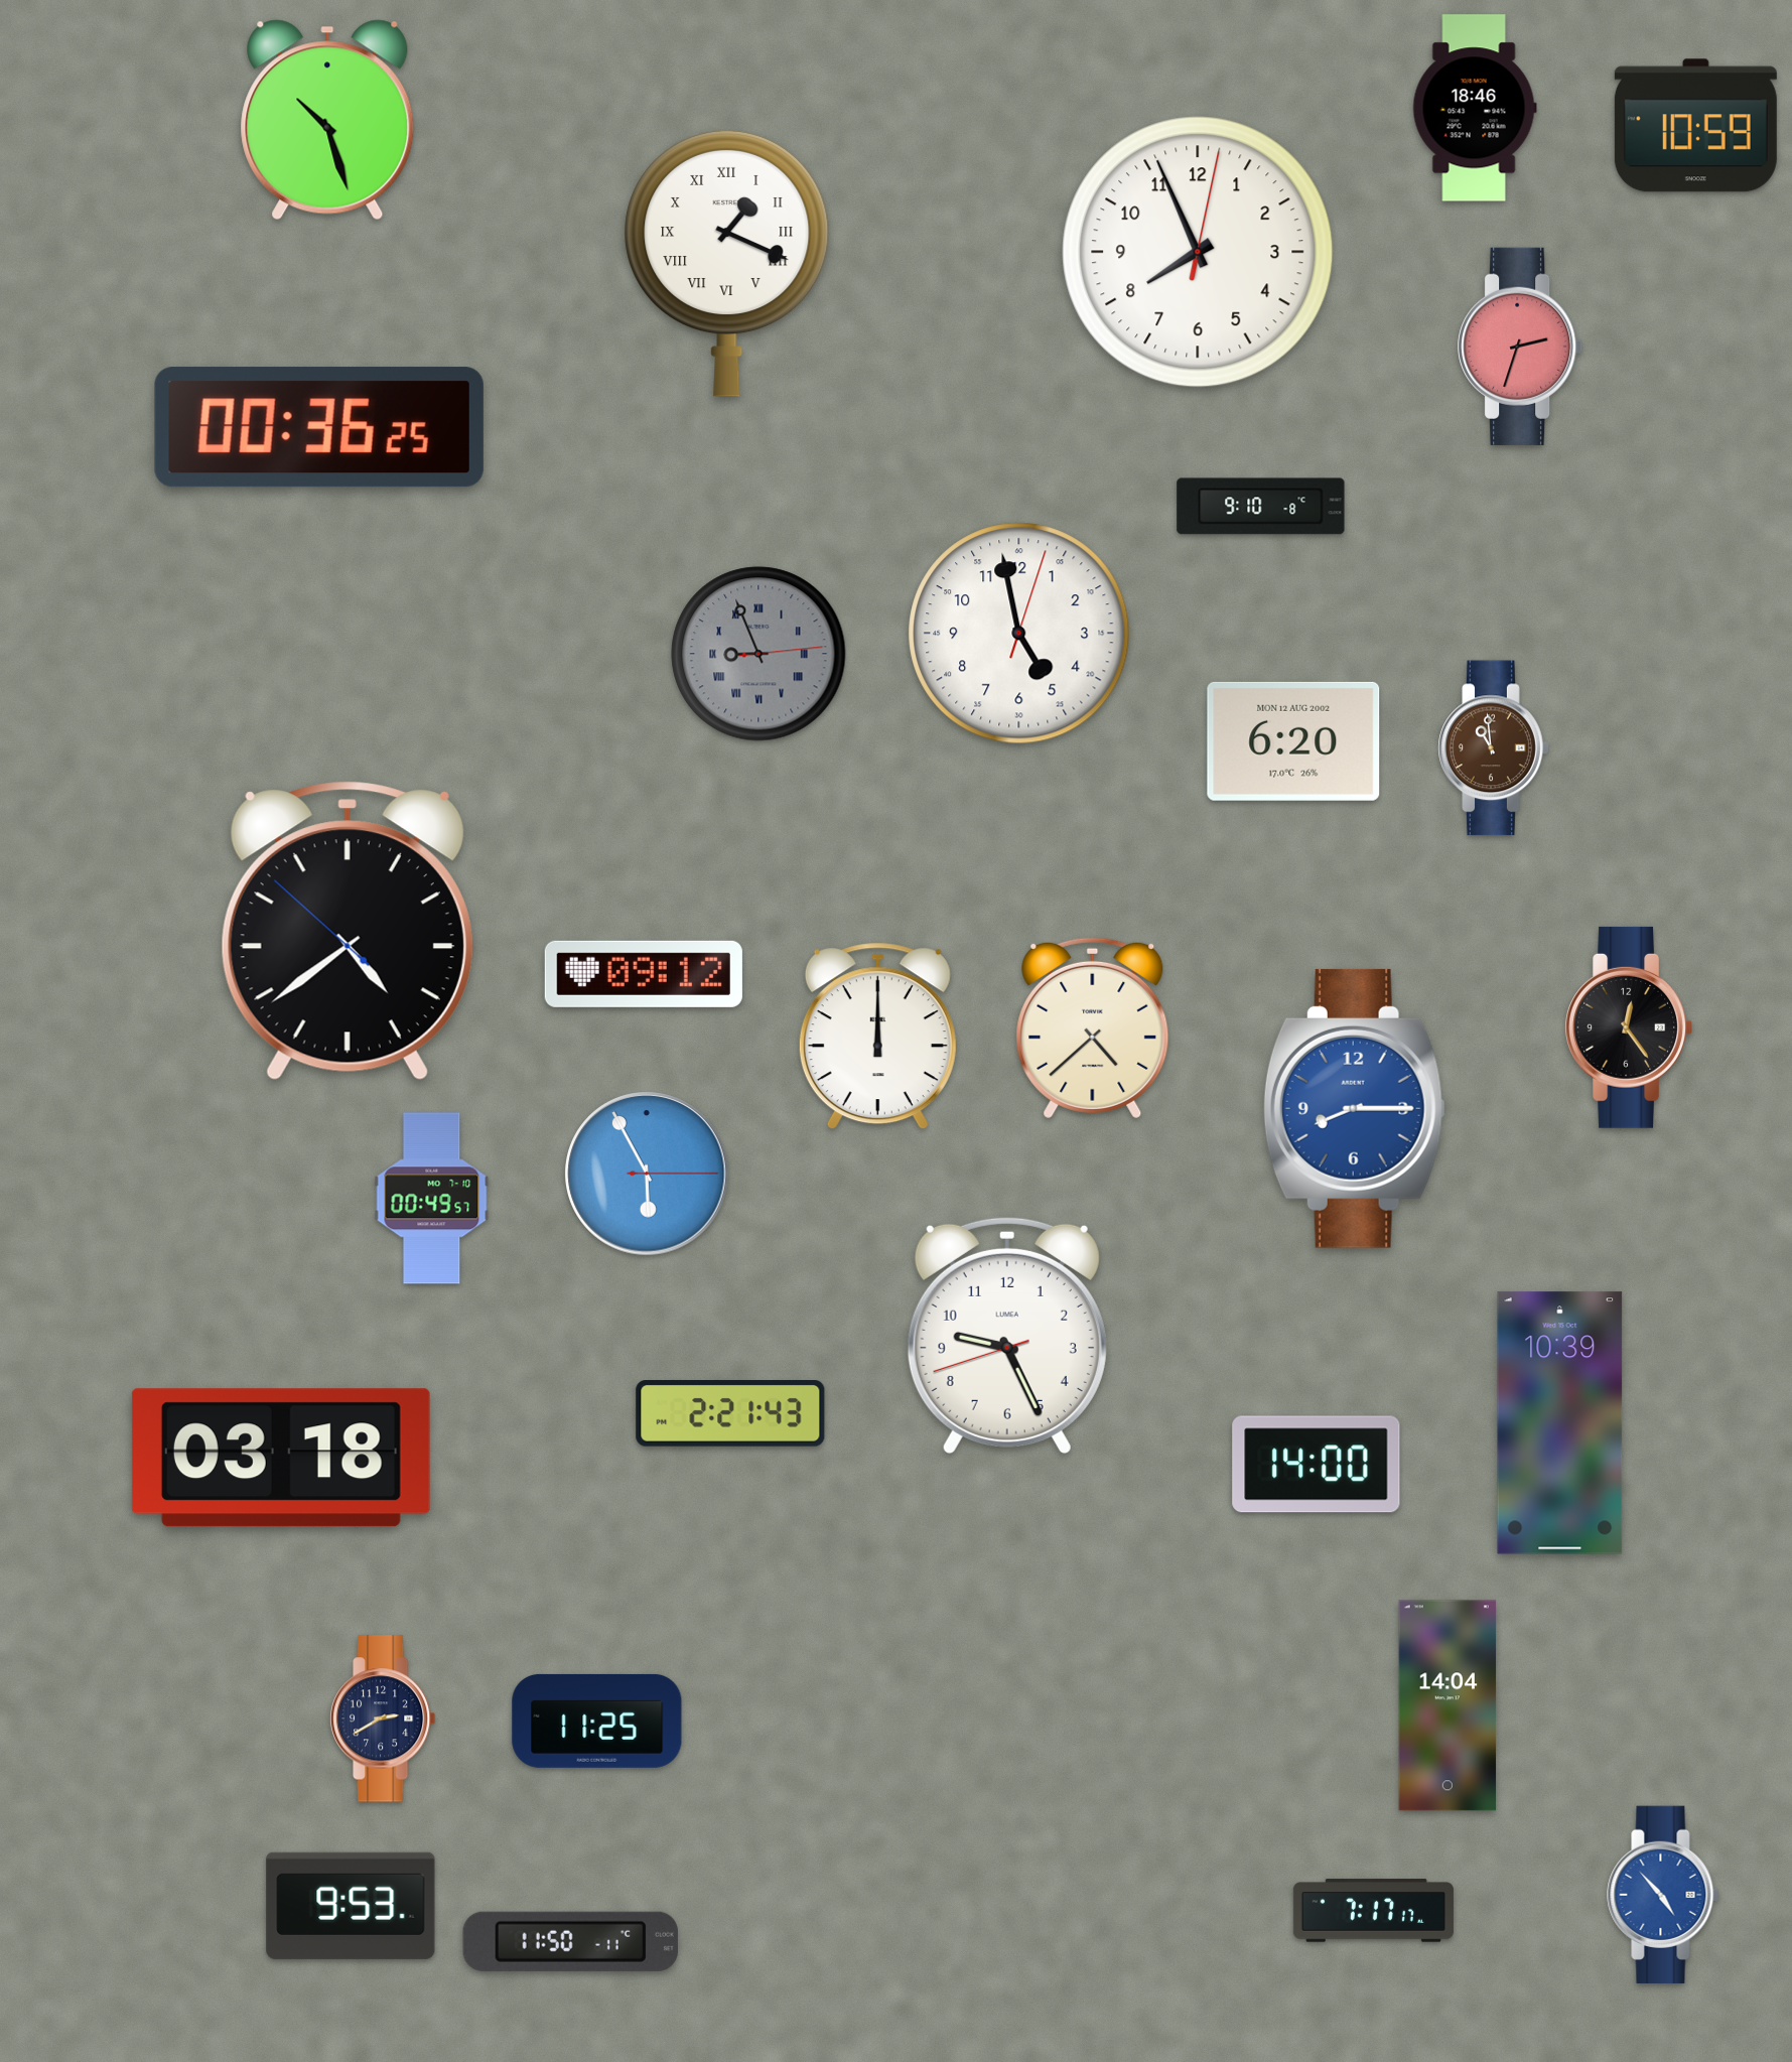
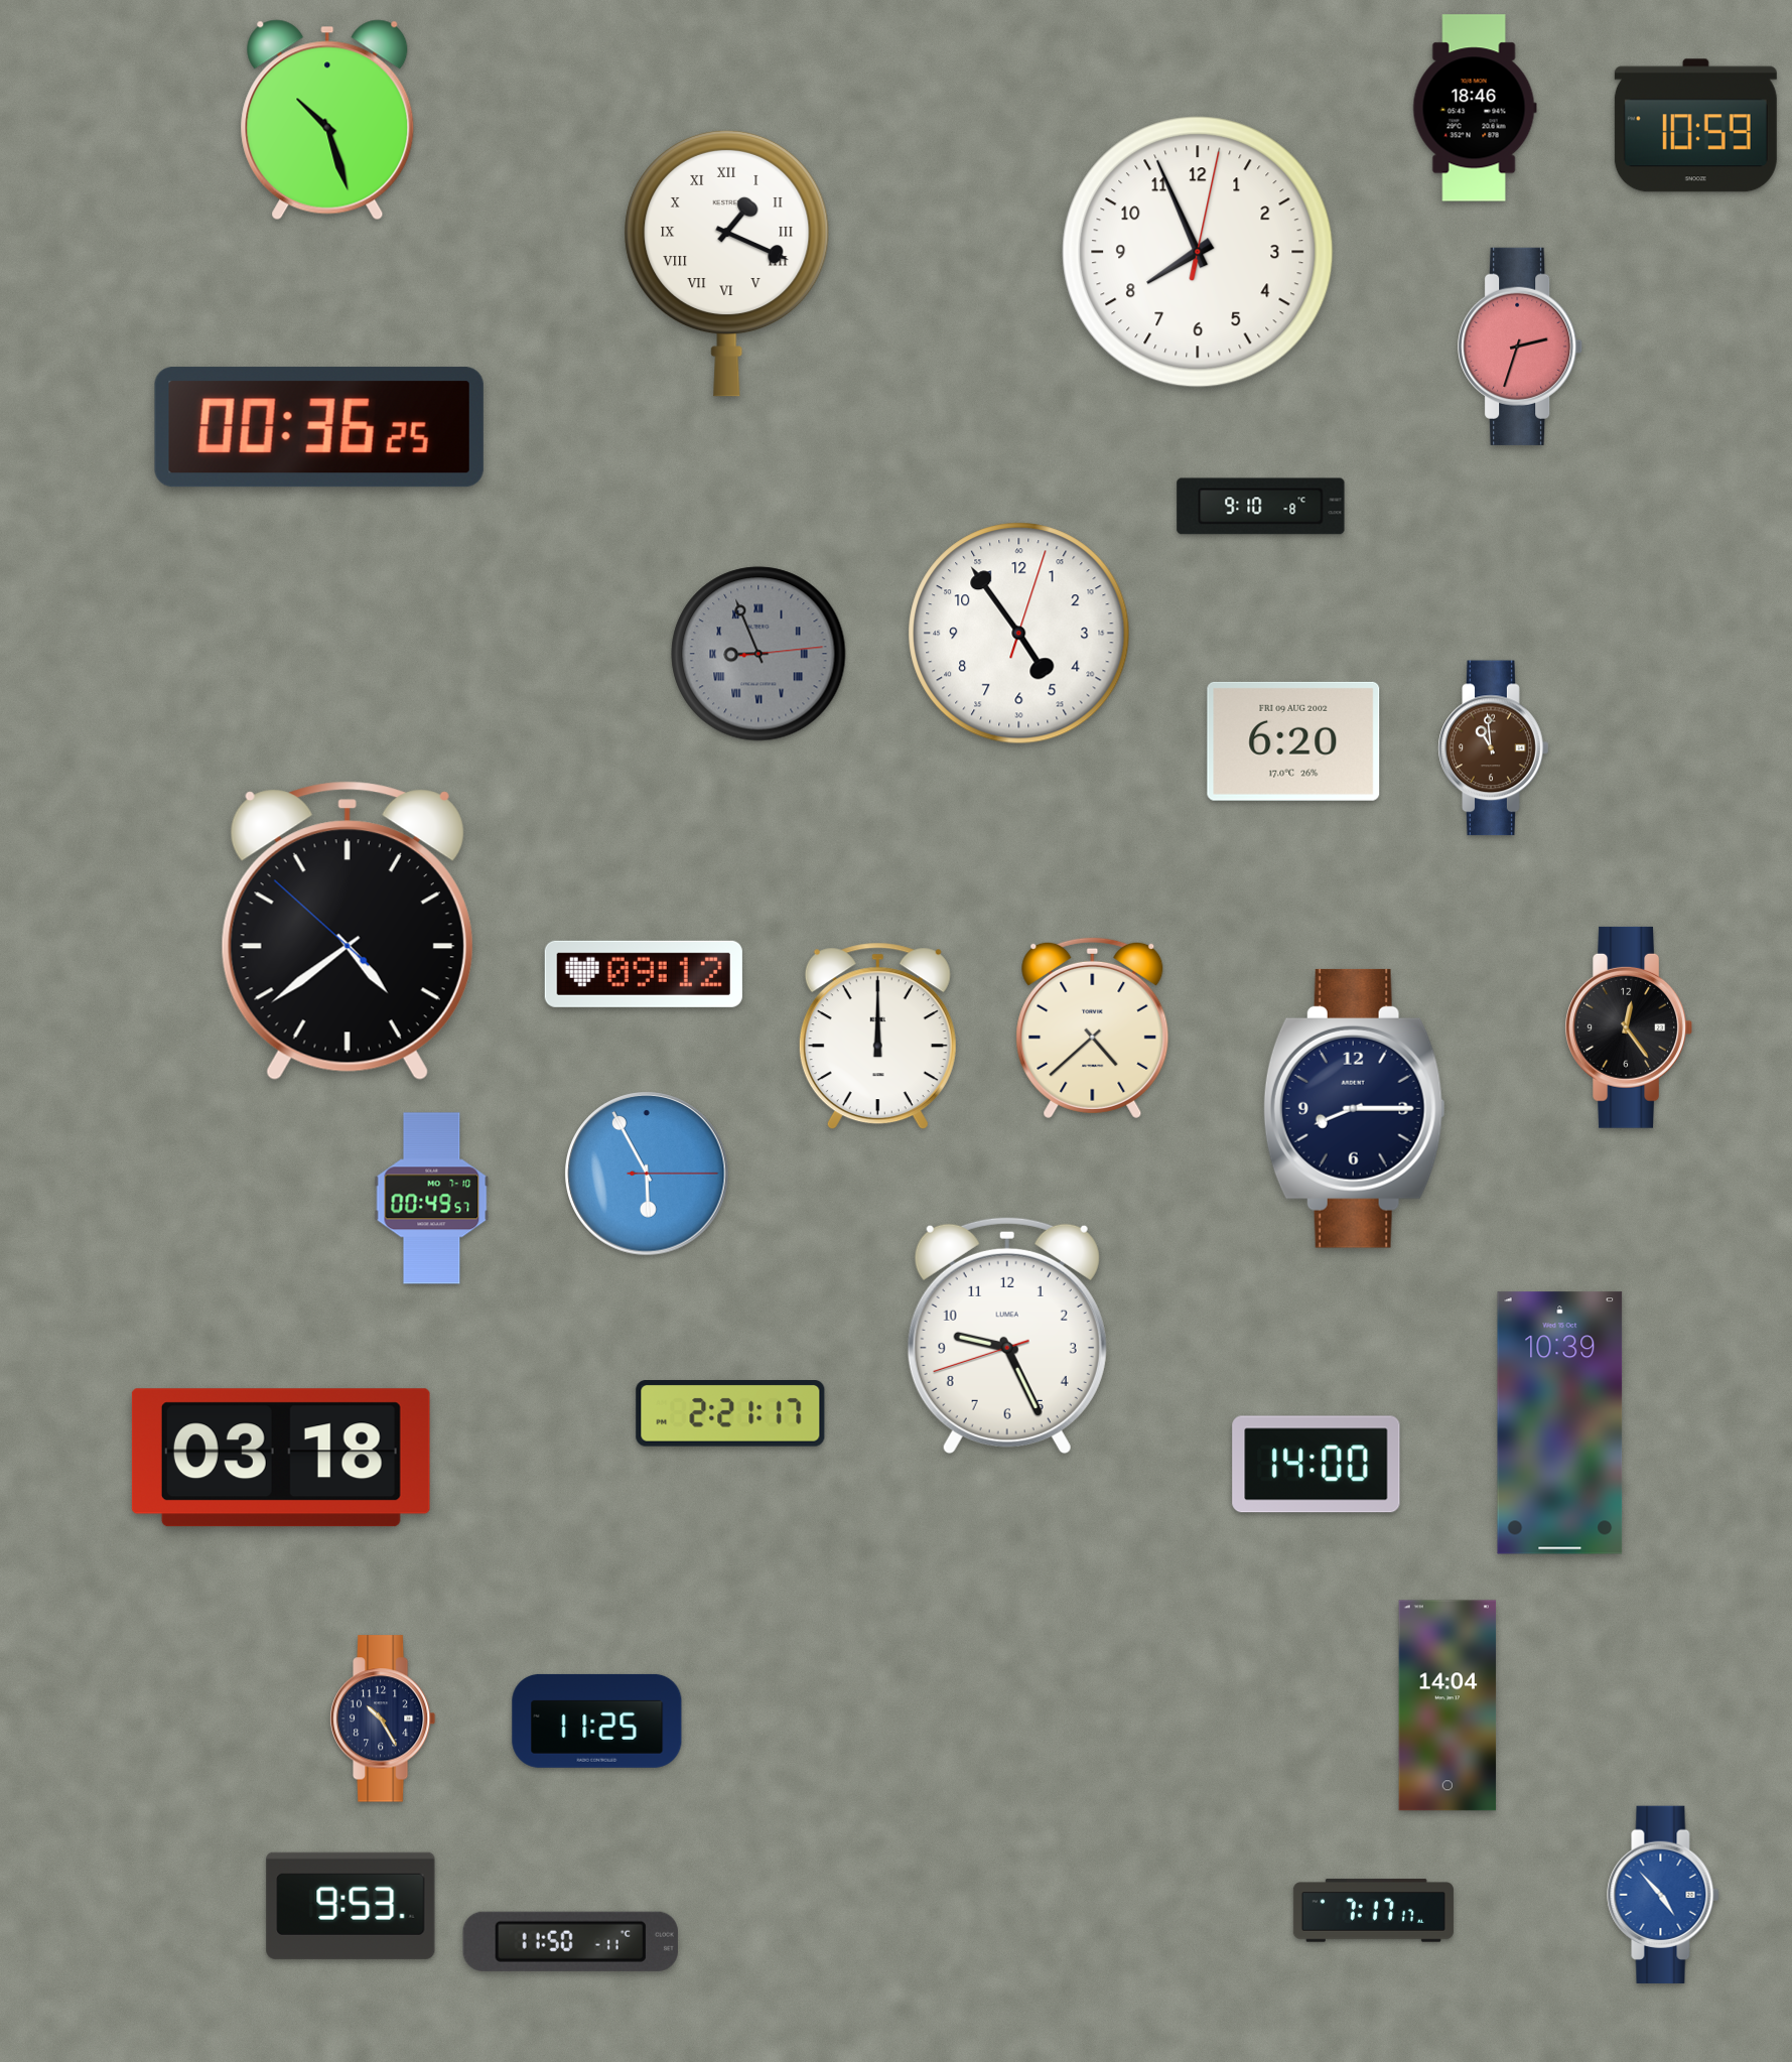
clock at (1019, 634): 4:58 -> 4:54
clock at (1293, 741) date: MON 12 AUG 2002 -> FRI 09 AUG 2002
clock at (1354, 1108) dial: blue -> navy
clock at (730, 1414): 2:21:43 -> 2:21:17
clock at (383, 1719): 2:40 -> 10:25
